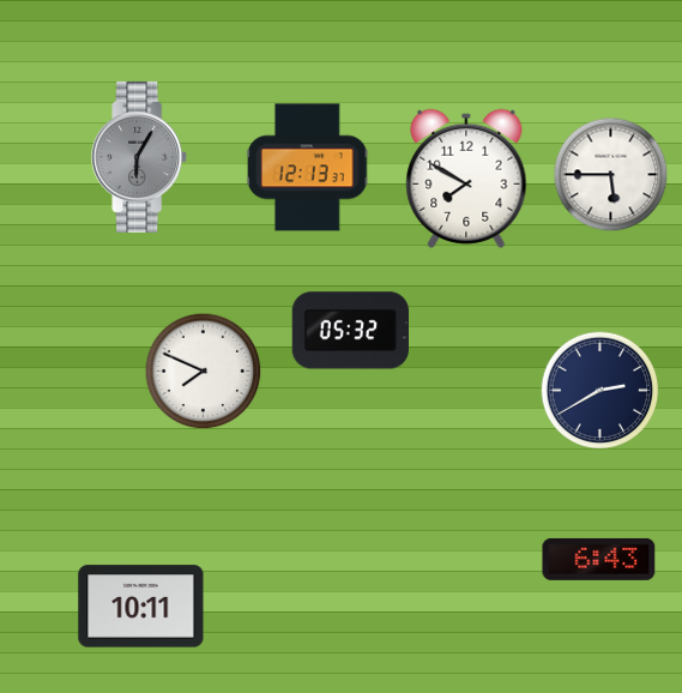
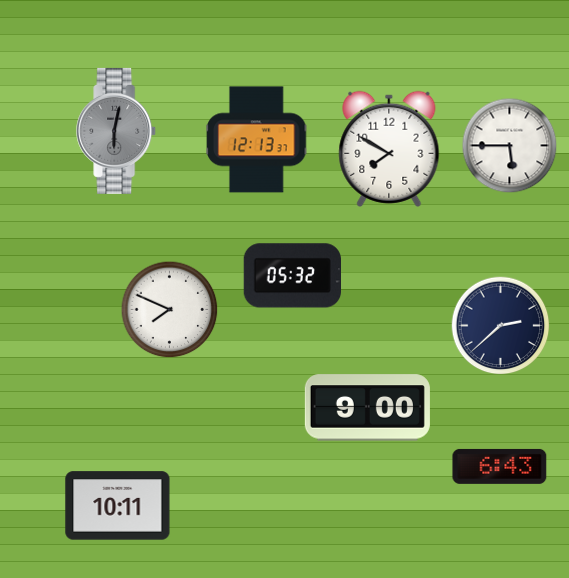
clock at (140, 157): 6:05 -> 6:02
clock at (600, 391): 2:40 -> 2:38
clock at (367, 408): none -> 9:00
